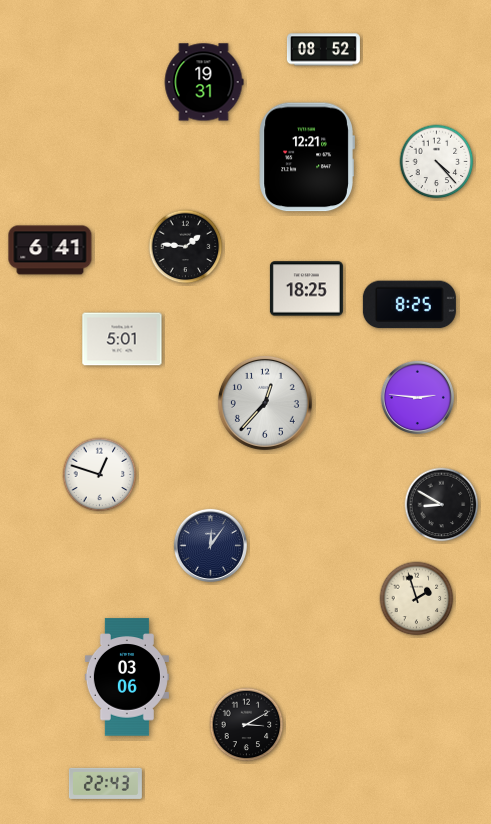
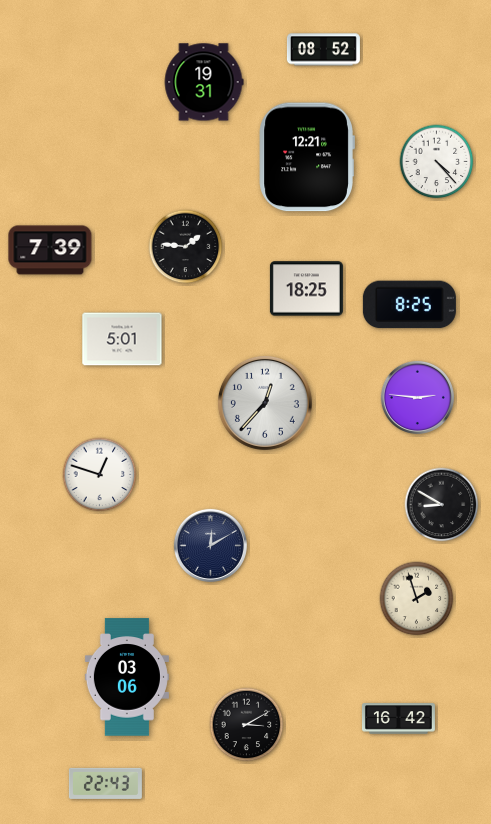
clock at (50, 250): 6:41 -> 7:39
clock at (210, 545): 12:06 -> 12:10
clock at (398, 719): none -> 16:42
